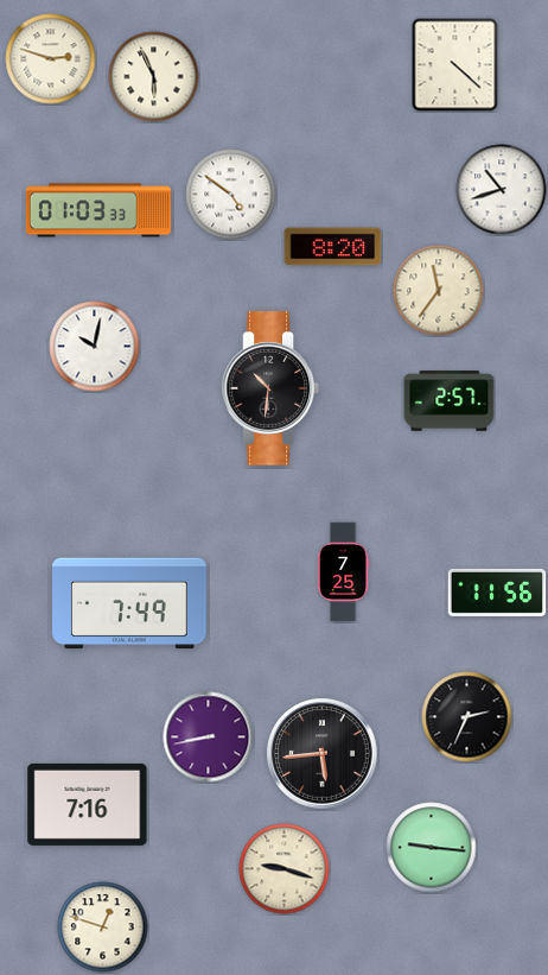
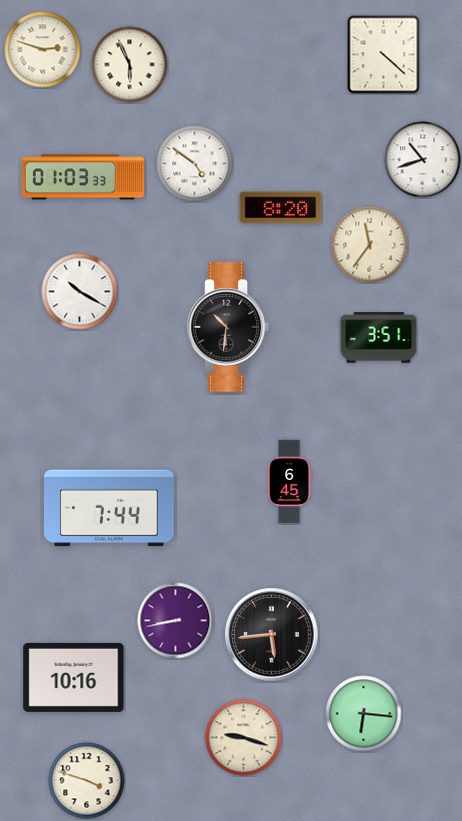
clock at (95, 347): 10:02 -> 10:20
clock at (450, 401): 2:57 -> 3:51
clock at (343, 572): 7:25 -> 6:45
clock at (497, 593): 11:56 -> none
clock at (129, 603): 7:49 -> 7:44
clock at (467, 717): 2:34 -> none
clock at (88, 804): 7:16 -> 10:16
clock at (432, 848): 9:16 -> 6:16
clock at (285, 869) position: (285, 869) -> (244, 738)
clock at (103, 927): 12:48 -> 3:48
